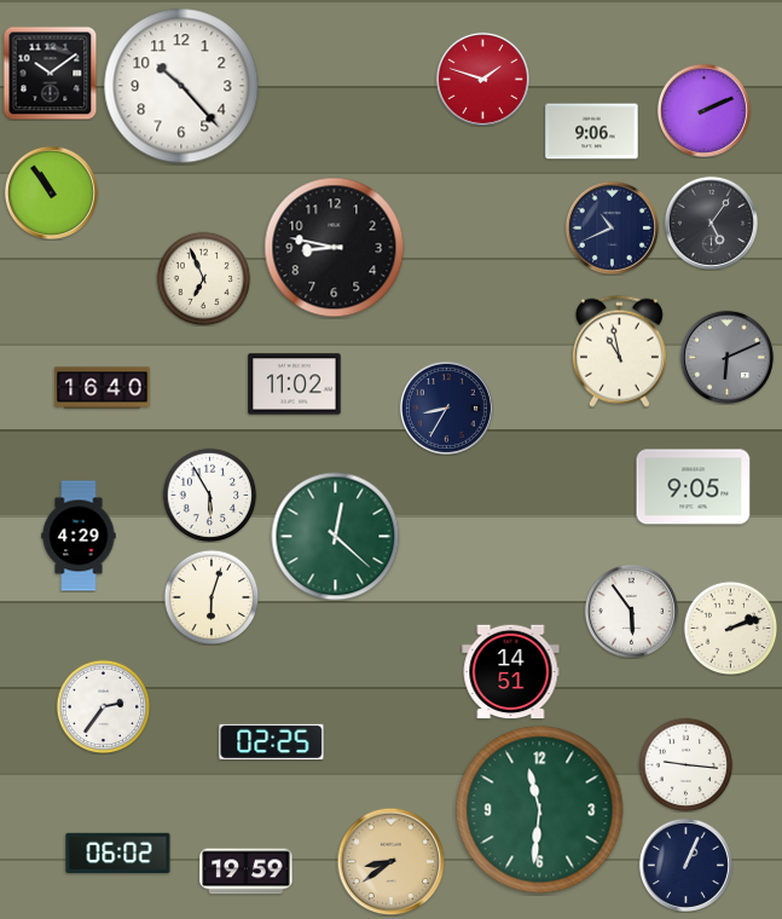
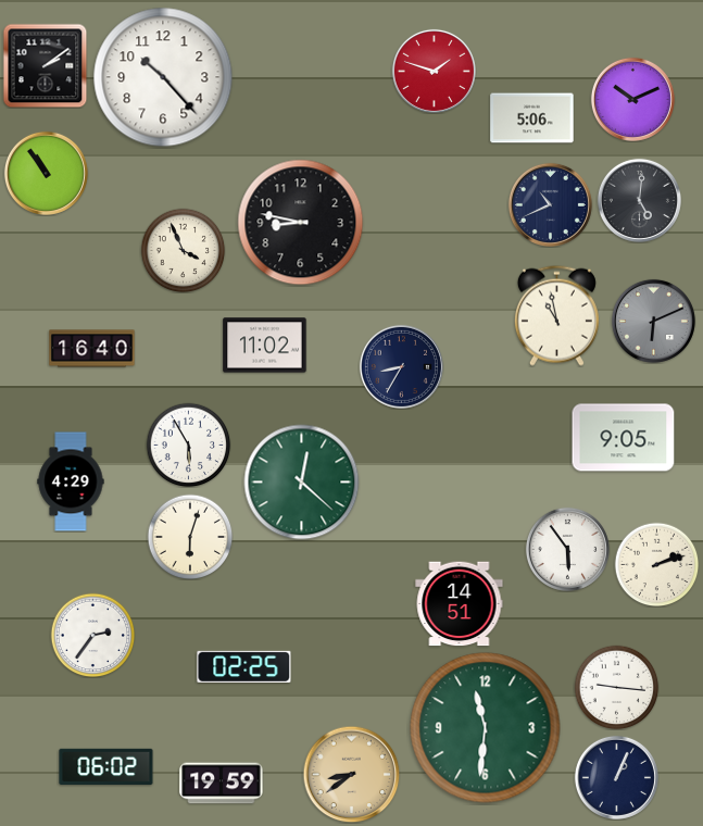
clock at (50, 73): 10:09 -> 2:09
clock at (703, 110): 2:11 -> 10:11
clock at (592, 132): 9:06 -> 5:06
clock at (711, 222): 5:06 -> 5:01
clock at (203, 278): 6:56 -> 3:56
